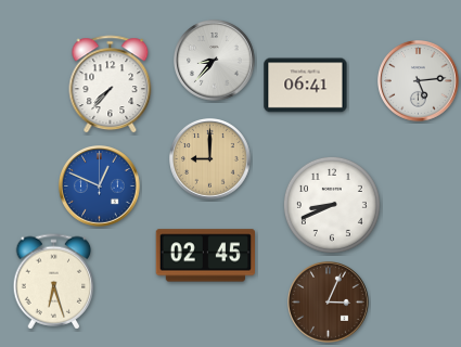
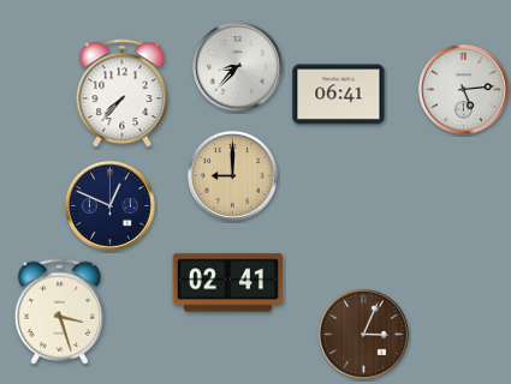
clock at (100, 187) dial: blue -> navy
clock at (332, 205): 8:41 -> none
clock at (205, 256): 02:45 -> 02:41
clock at (54, 282): 6:27 -> 3:27
